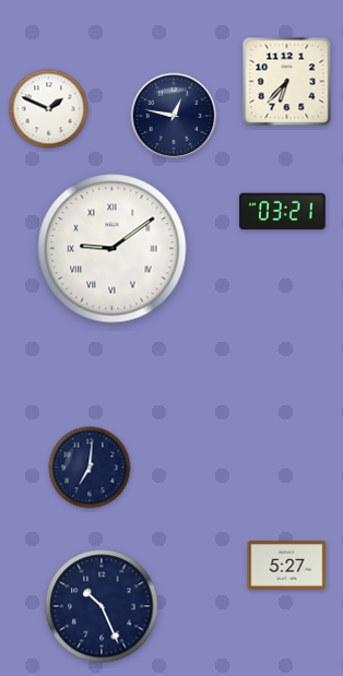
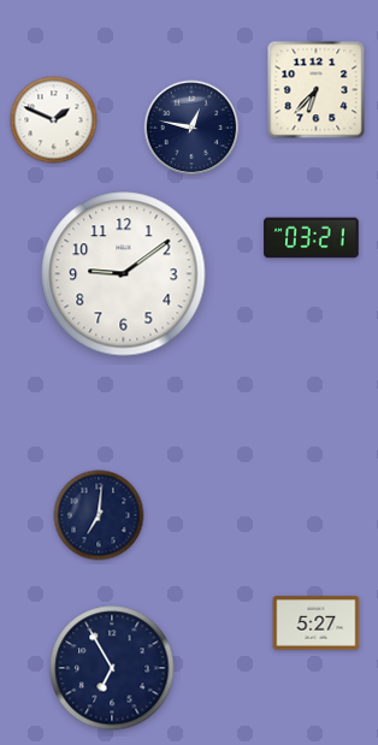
clock at (283, 212) position: (283, 212) -> (312, 238)
clock at (113, 249) numerals: Roman -> Arabic
clock at (102, 606): 10:26 -> 6:55
